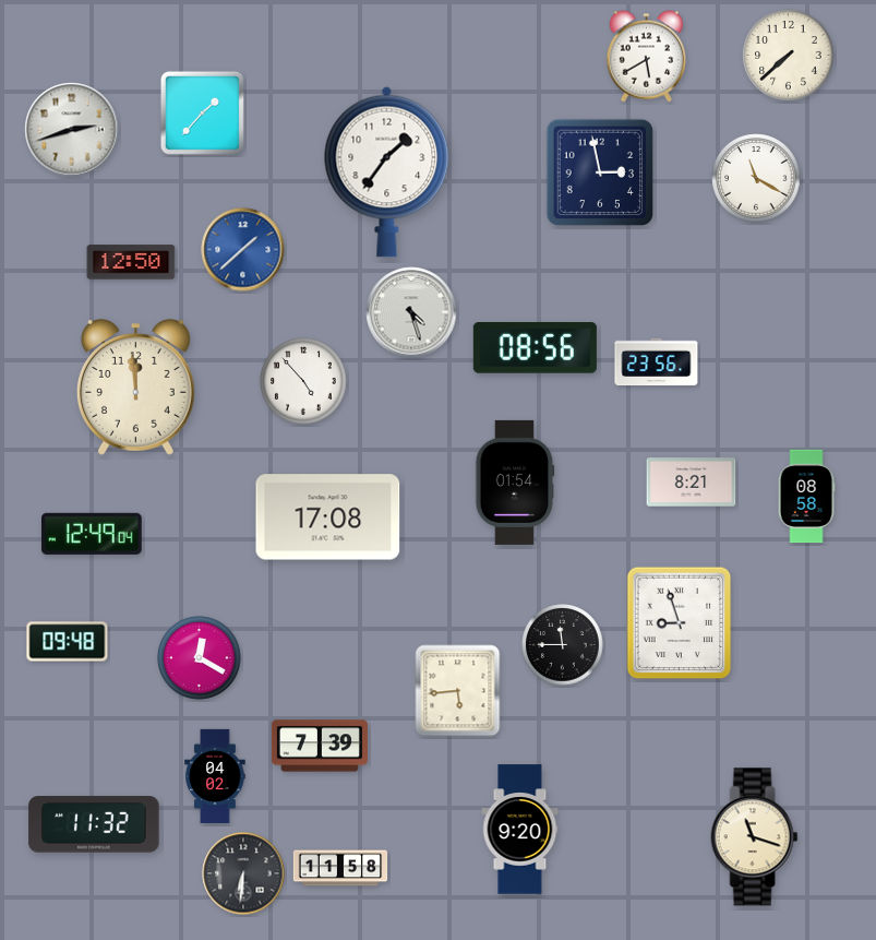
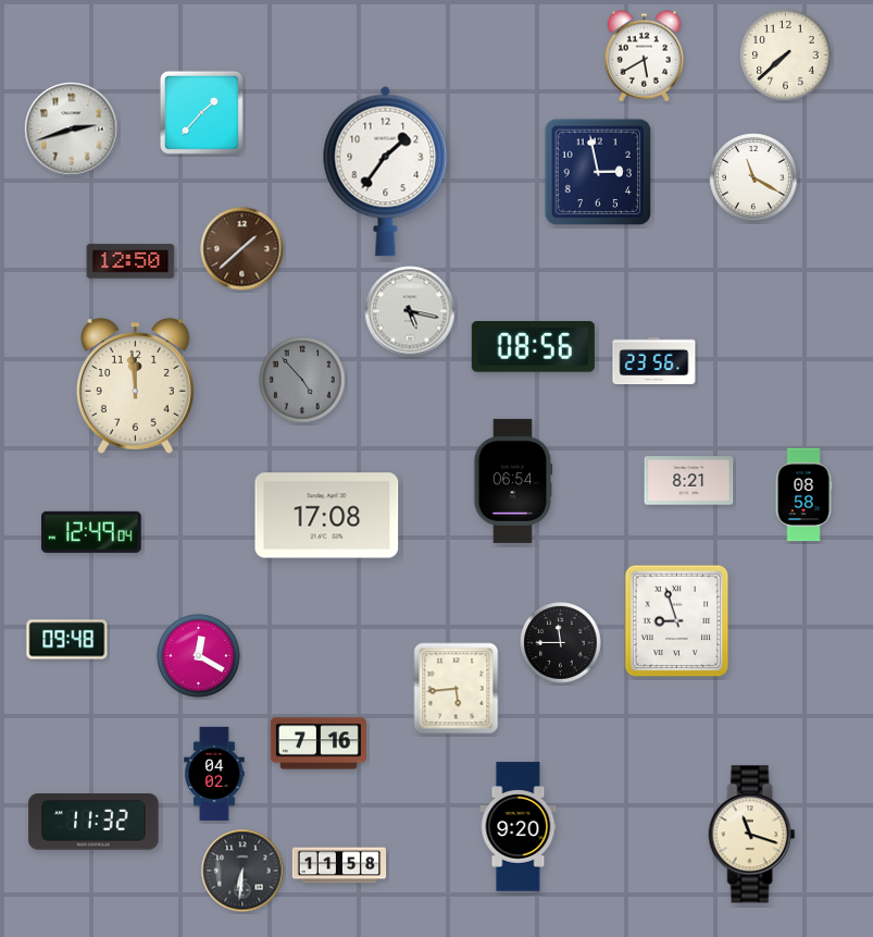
clock at (243, 250) dial: blue -> brown
clock at (411, 312): 4:27 -> 5:17
clock at (303, 381) dial: white -> grey
clock at (515, 483): 01:54 -> 06:54
clock at (320, 746): 7:39 -> 7:16
